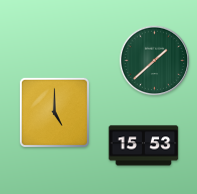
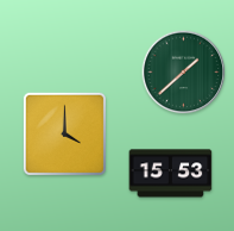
clock at (54, 112): 5:00 -> 4:00
